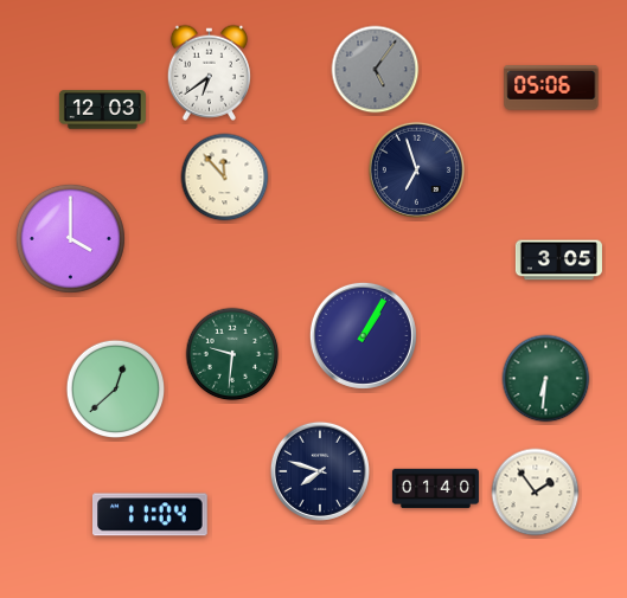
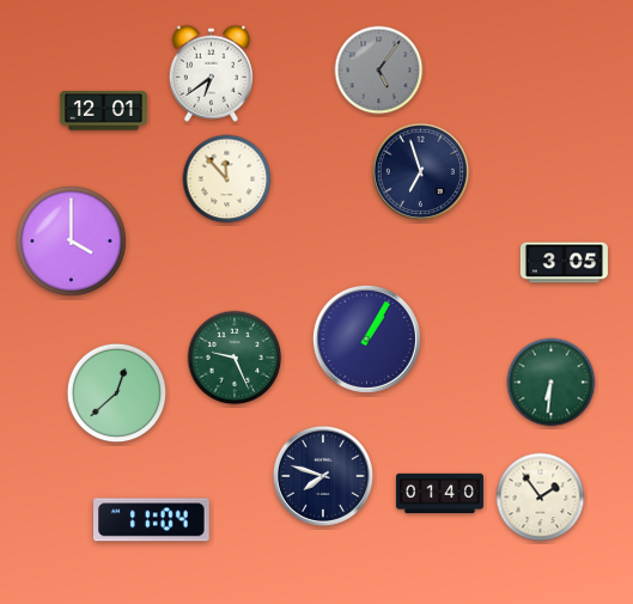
clock at (551, 88): 05:06 -> none
clock at (102, 110): 12:03 -> 12:01
clock at (232, 354): 9:31 -> 9:26
